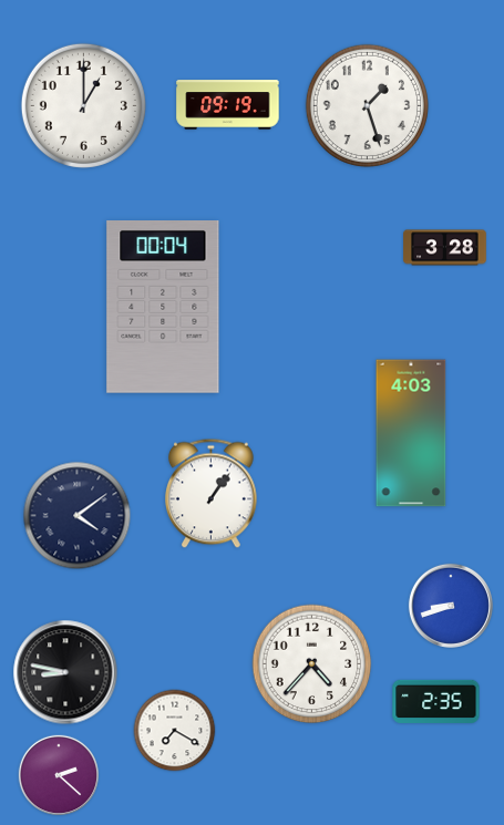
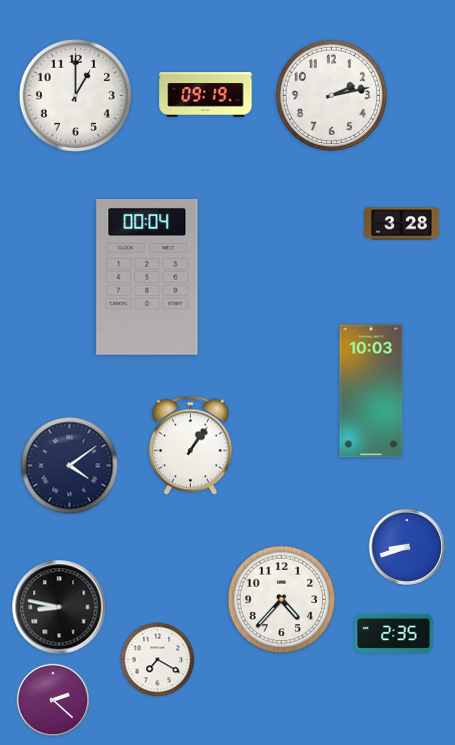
clock at (367, 105): 1:27 -> 2:13
clock at (411, 433): 4:03 -> 10:03
